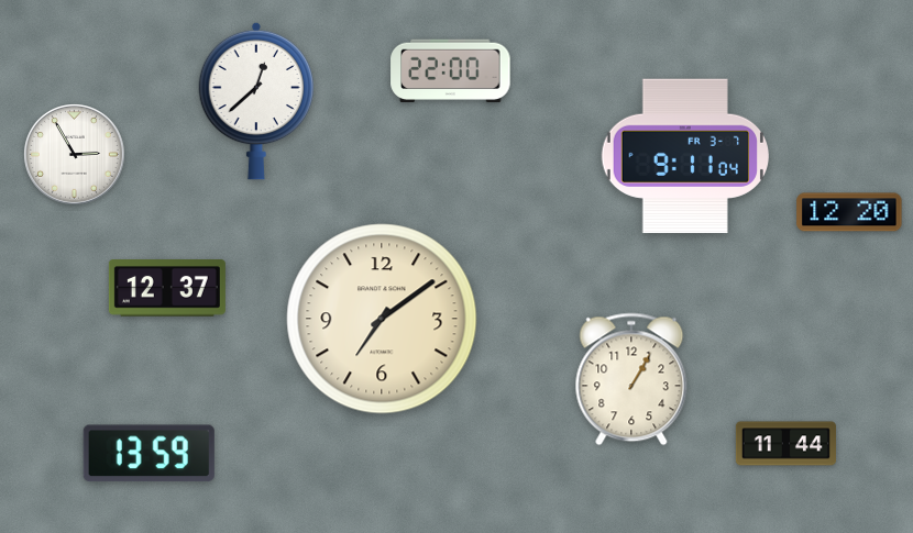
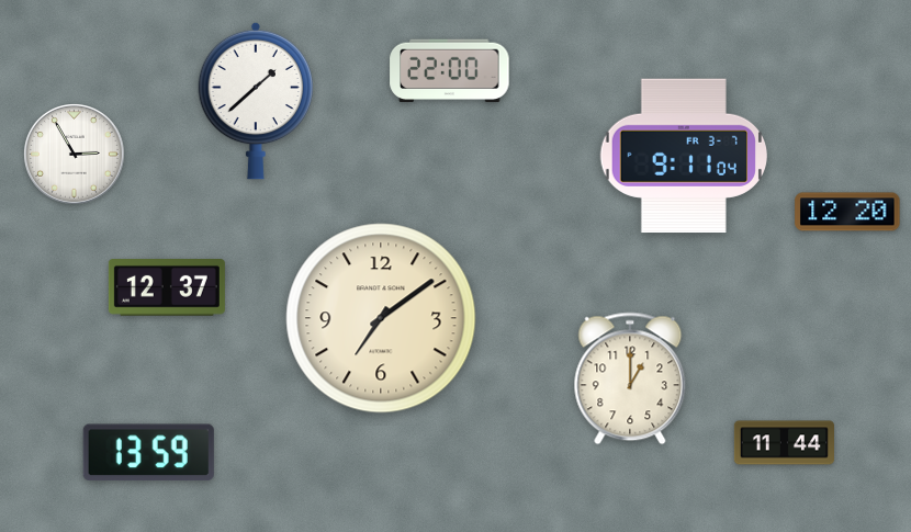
clock at (256, 101): 12:38 -> 1:38
clock at (631, 379): 1:05 -> 1:00
